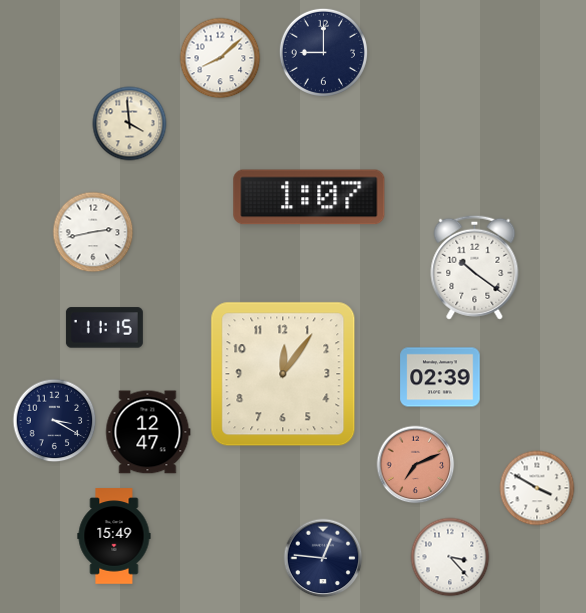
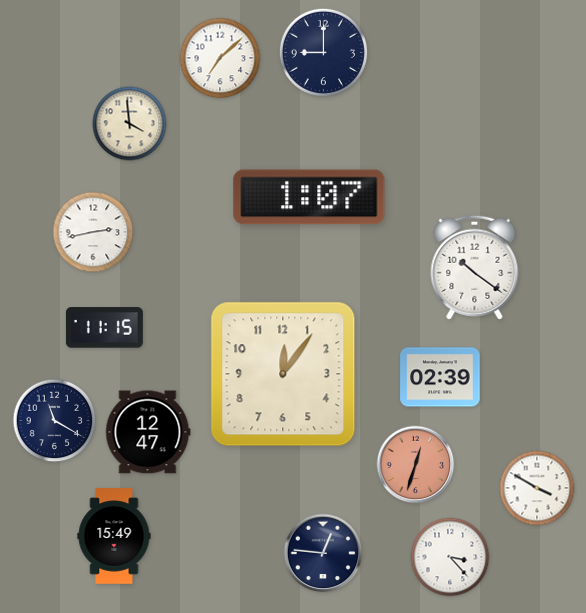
clock at (220, 58): 8:08 -> 7:08
clock at (55, 421): 3:20 -> 11:20
clock at (416, 465): 7:11 -> 12:33
clock at (323, 558) position: (323, 558) -> (323, 553)
